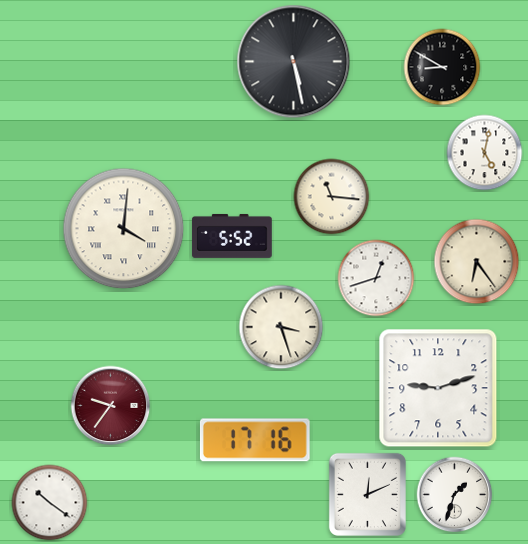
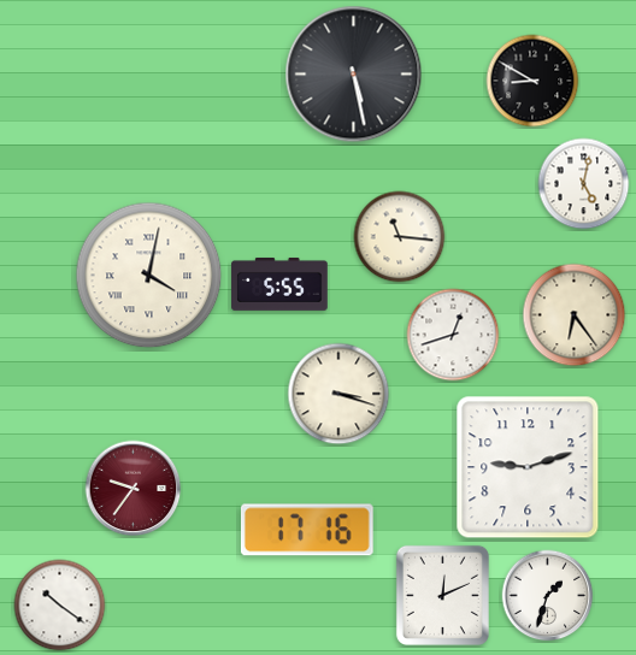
clock at (124, 229): 4:01 -> 4:02
clock at (232, 236): 5:52 -> 5:55
clock at (281, 327): 3:27 -> 3:18
